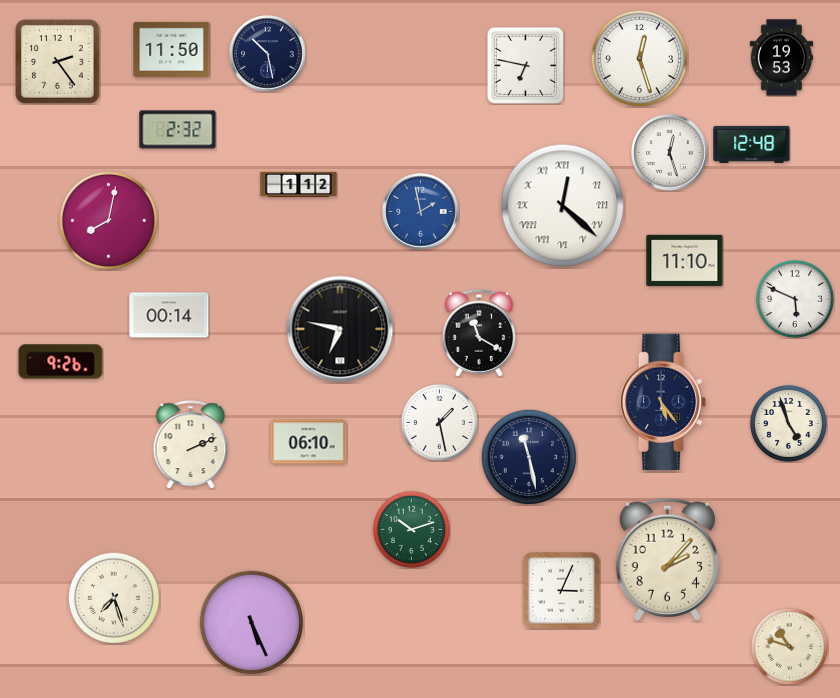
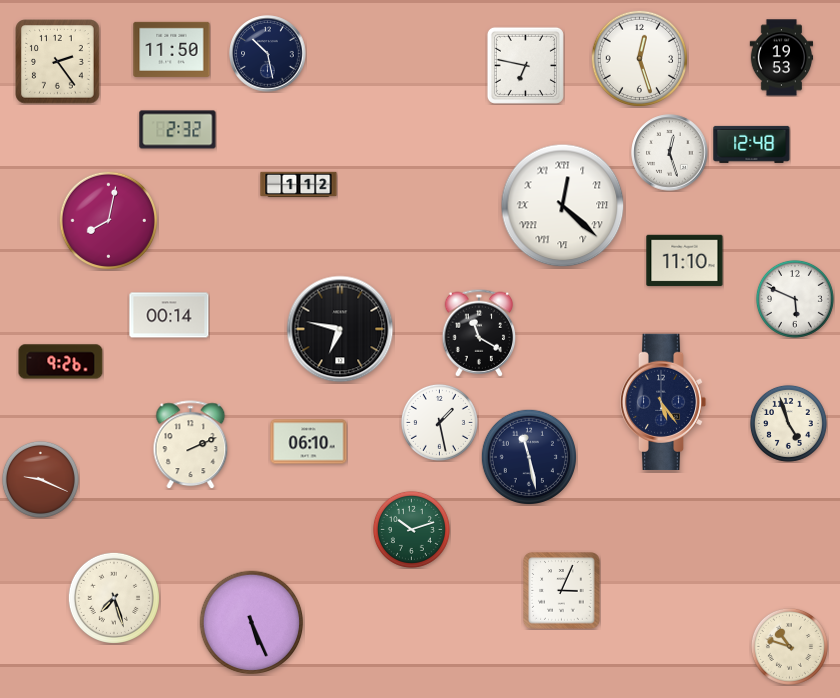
clock at (421, 212): 1:58 -> none
clock at (40, 479): none -> 9:19
clock at (667, 559): 2:07 -> none
